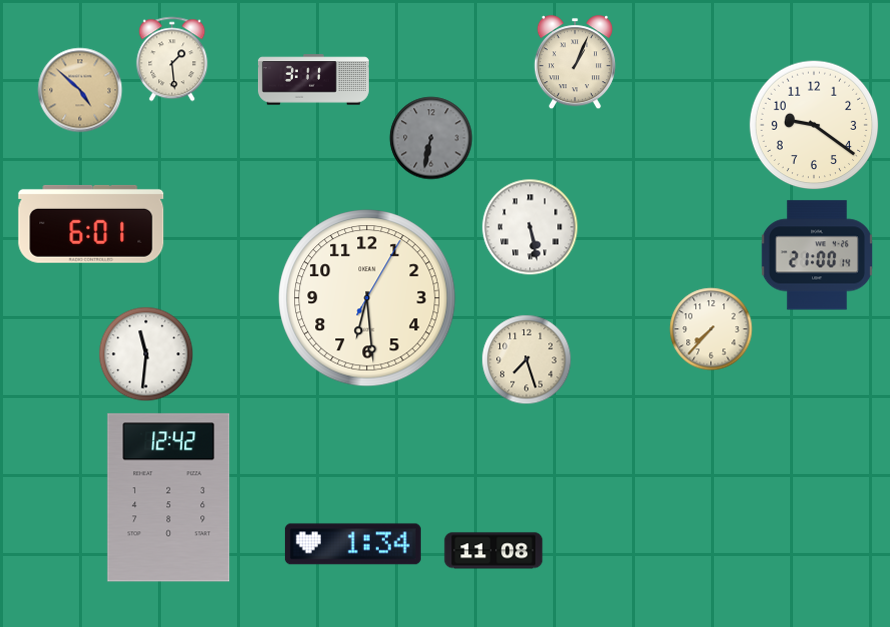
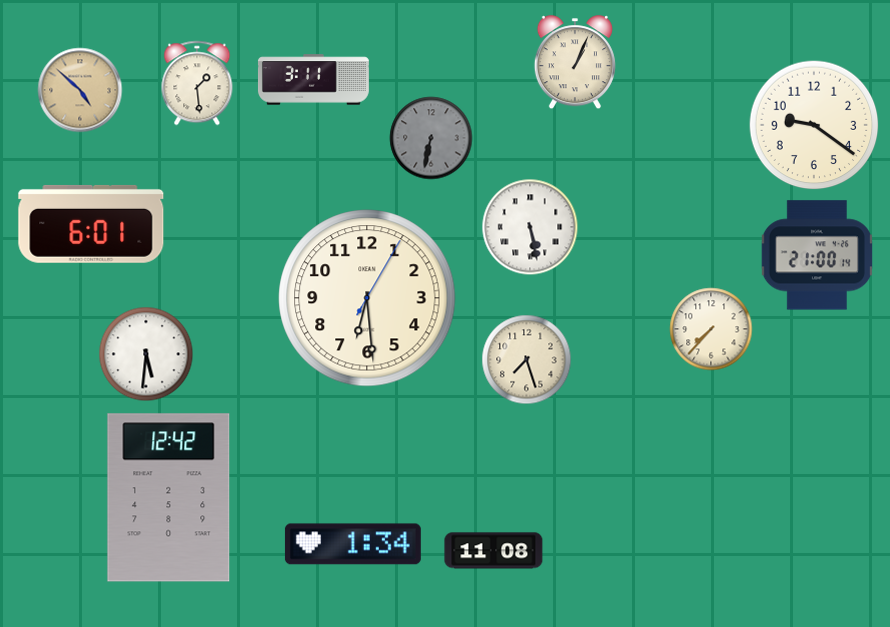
clock at (172, 59) position: (172, 59) -> (197, 83)
clock at (146, 354): 11:31 -> 5:31
